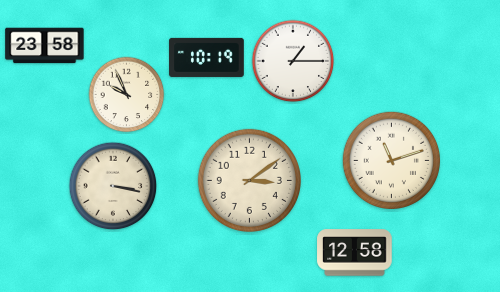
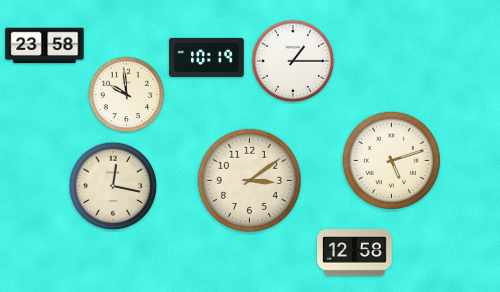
clock at (127, 95): 9:56 -> 9:59
clock at (391, 160): 11:12 -> 5:12
clock at (113, 186): 3:17 -> 12:17
